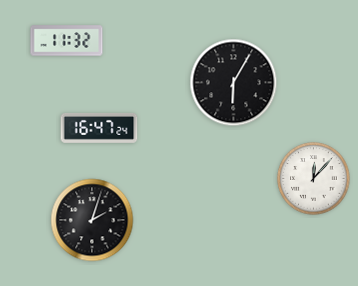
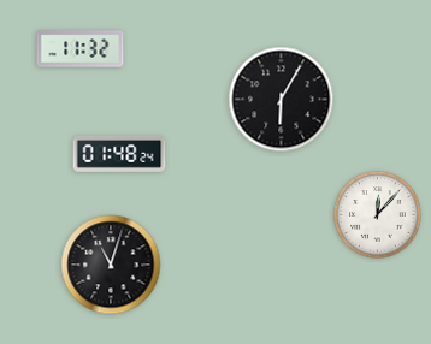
clock at (99, 128): 16:47 -> 01:48
clock at (92, 220): 2:03 -> 11:03
